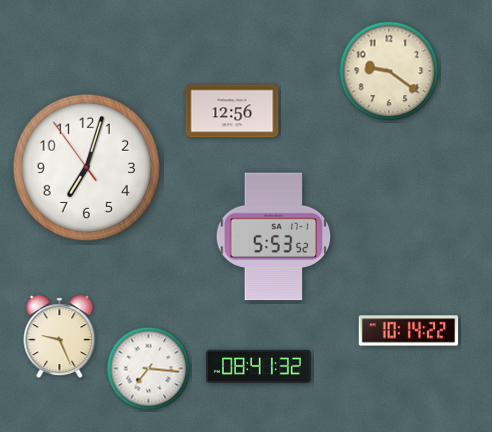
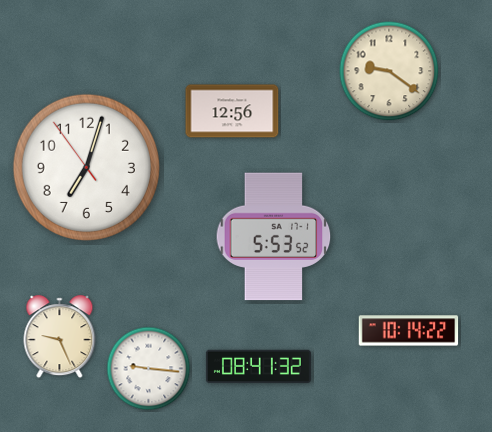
clock at (149, 369): 7:16 -> 9:16
